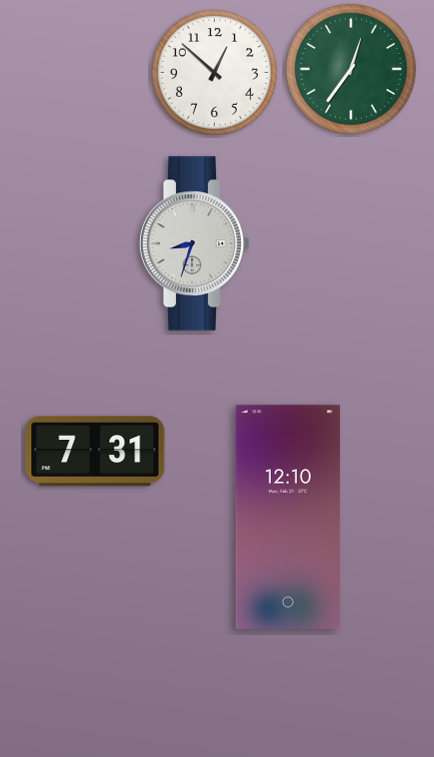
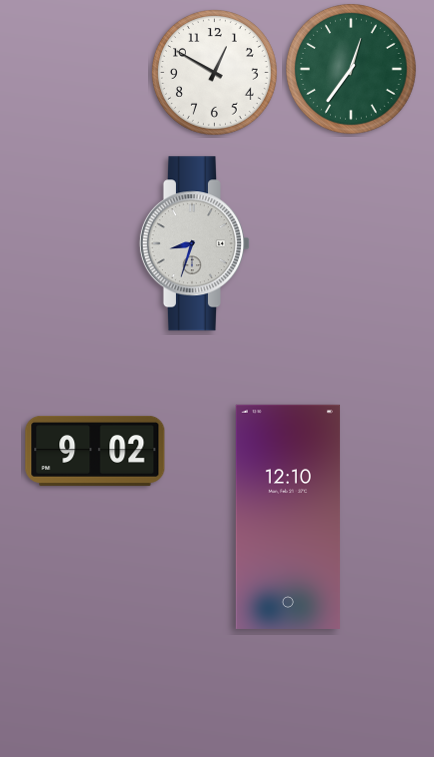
clock at (215, 73): 12:52 -> 12:50
clock at (95, 451): 7:31 -> 9:02
